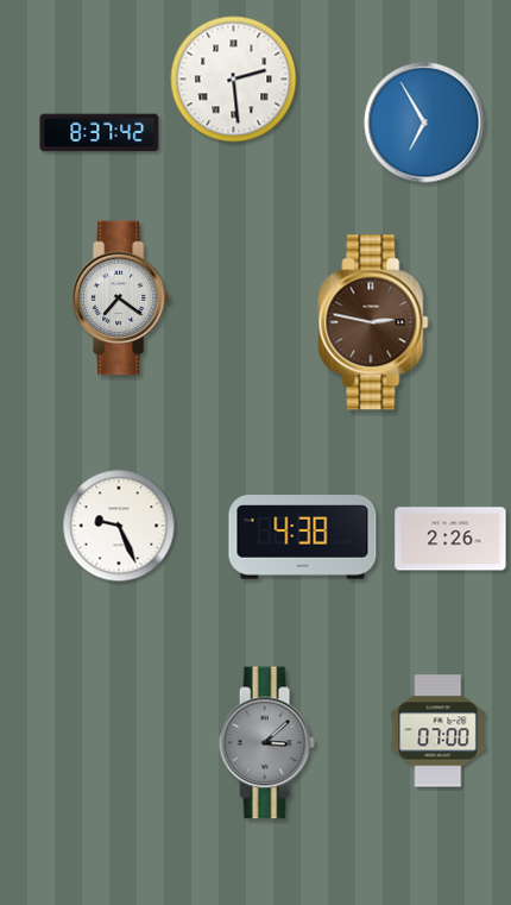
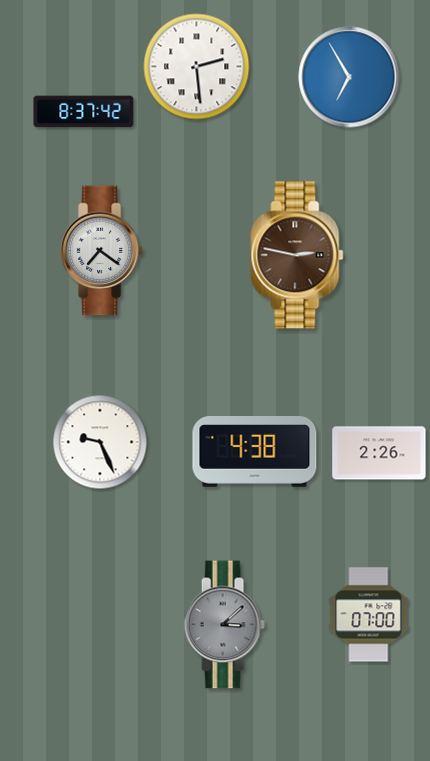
clock at (424, 122) position: (424, 122) -> (349, 77)
clock at (373, 322) position: (373, 322) -> (297, 255)
